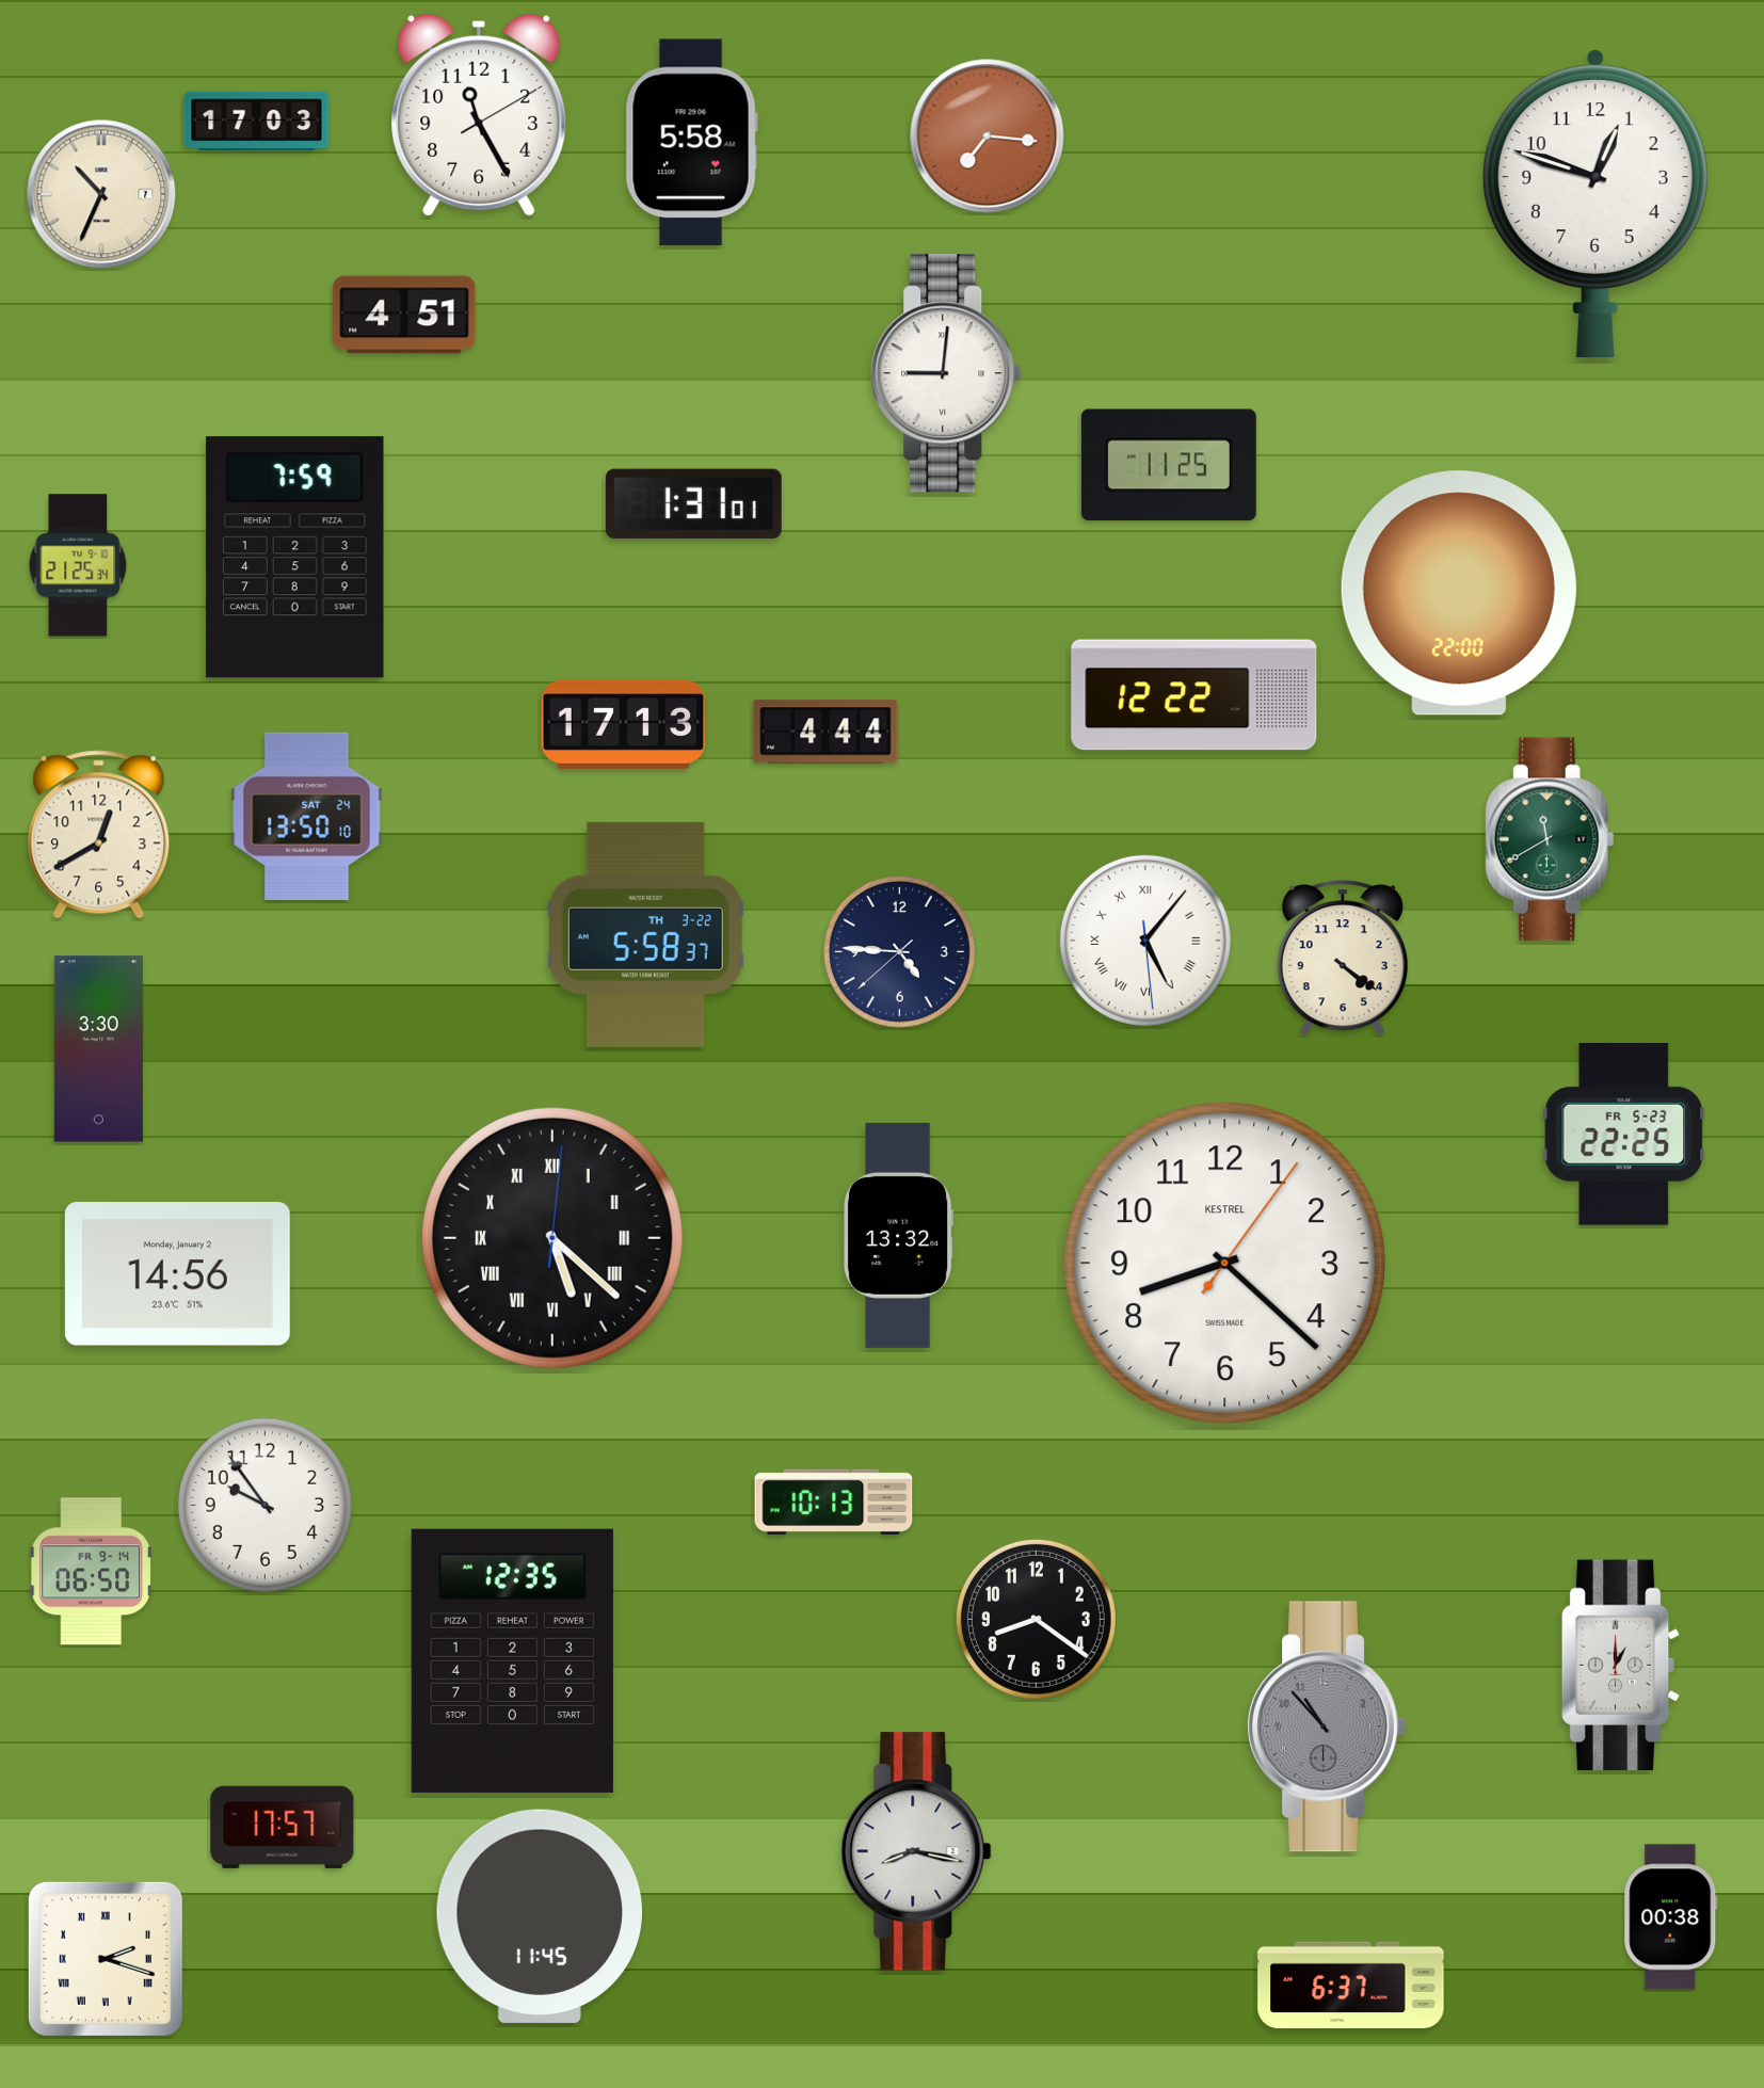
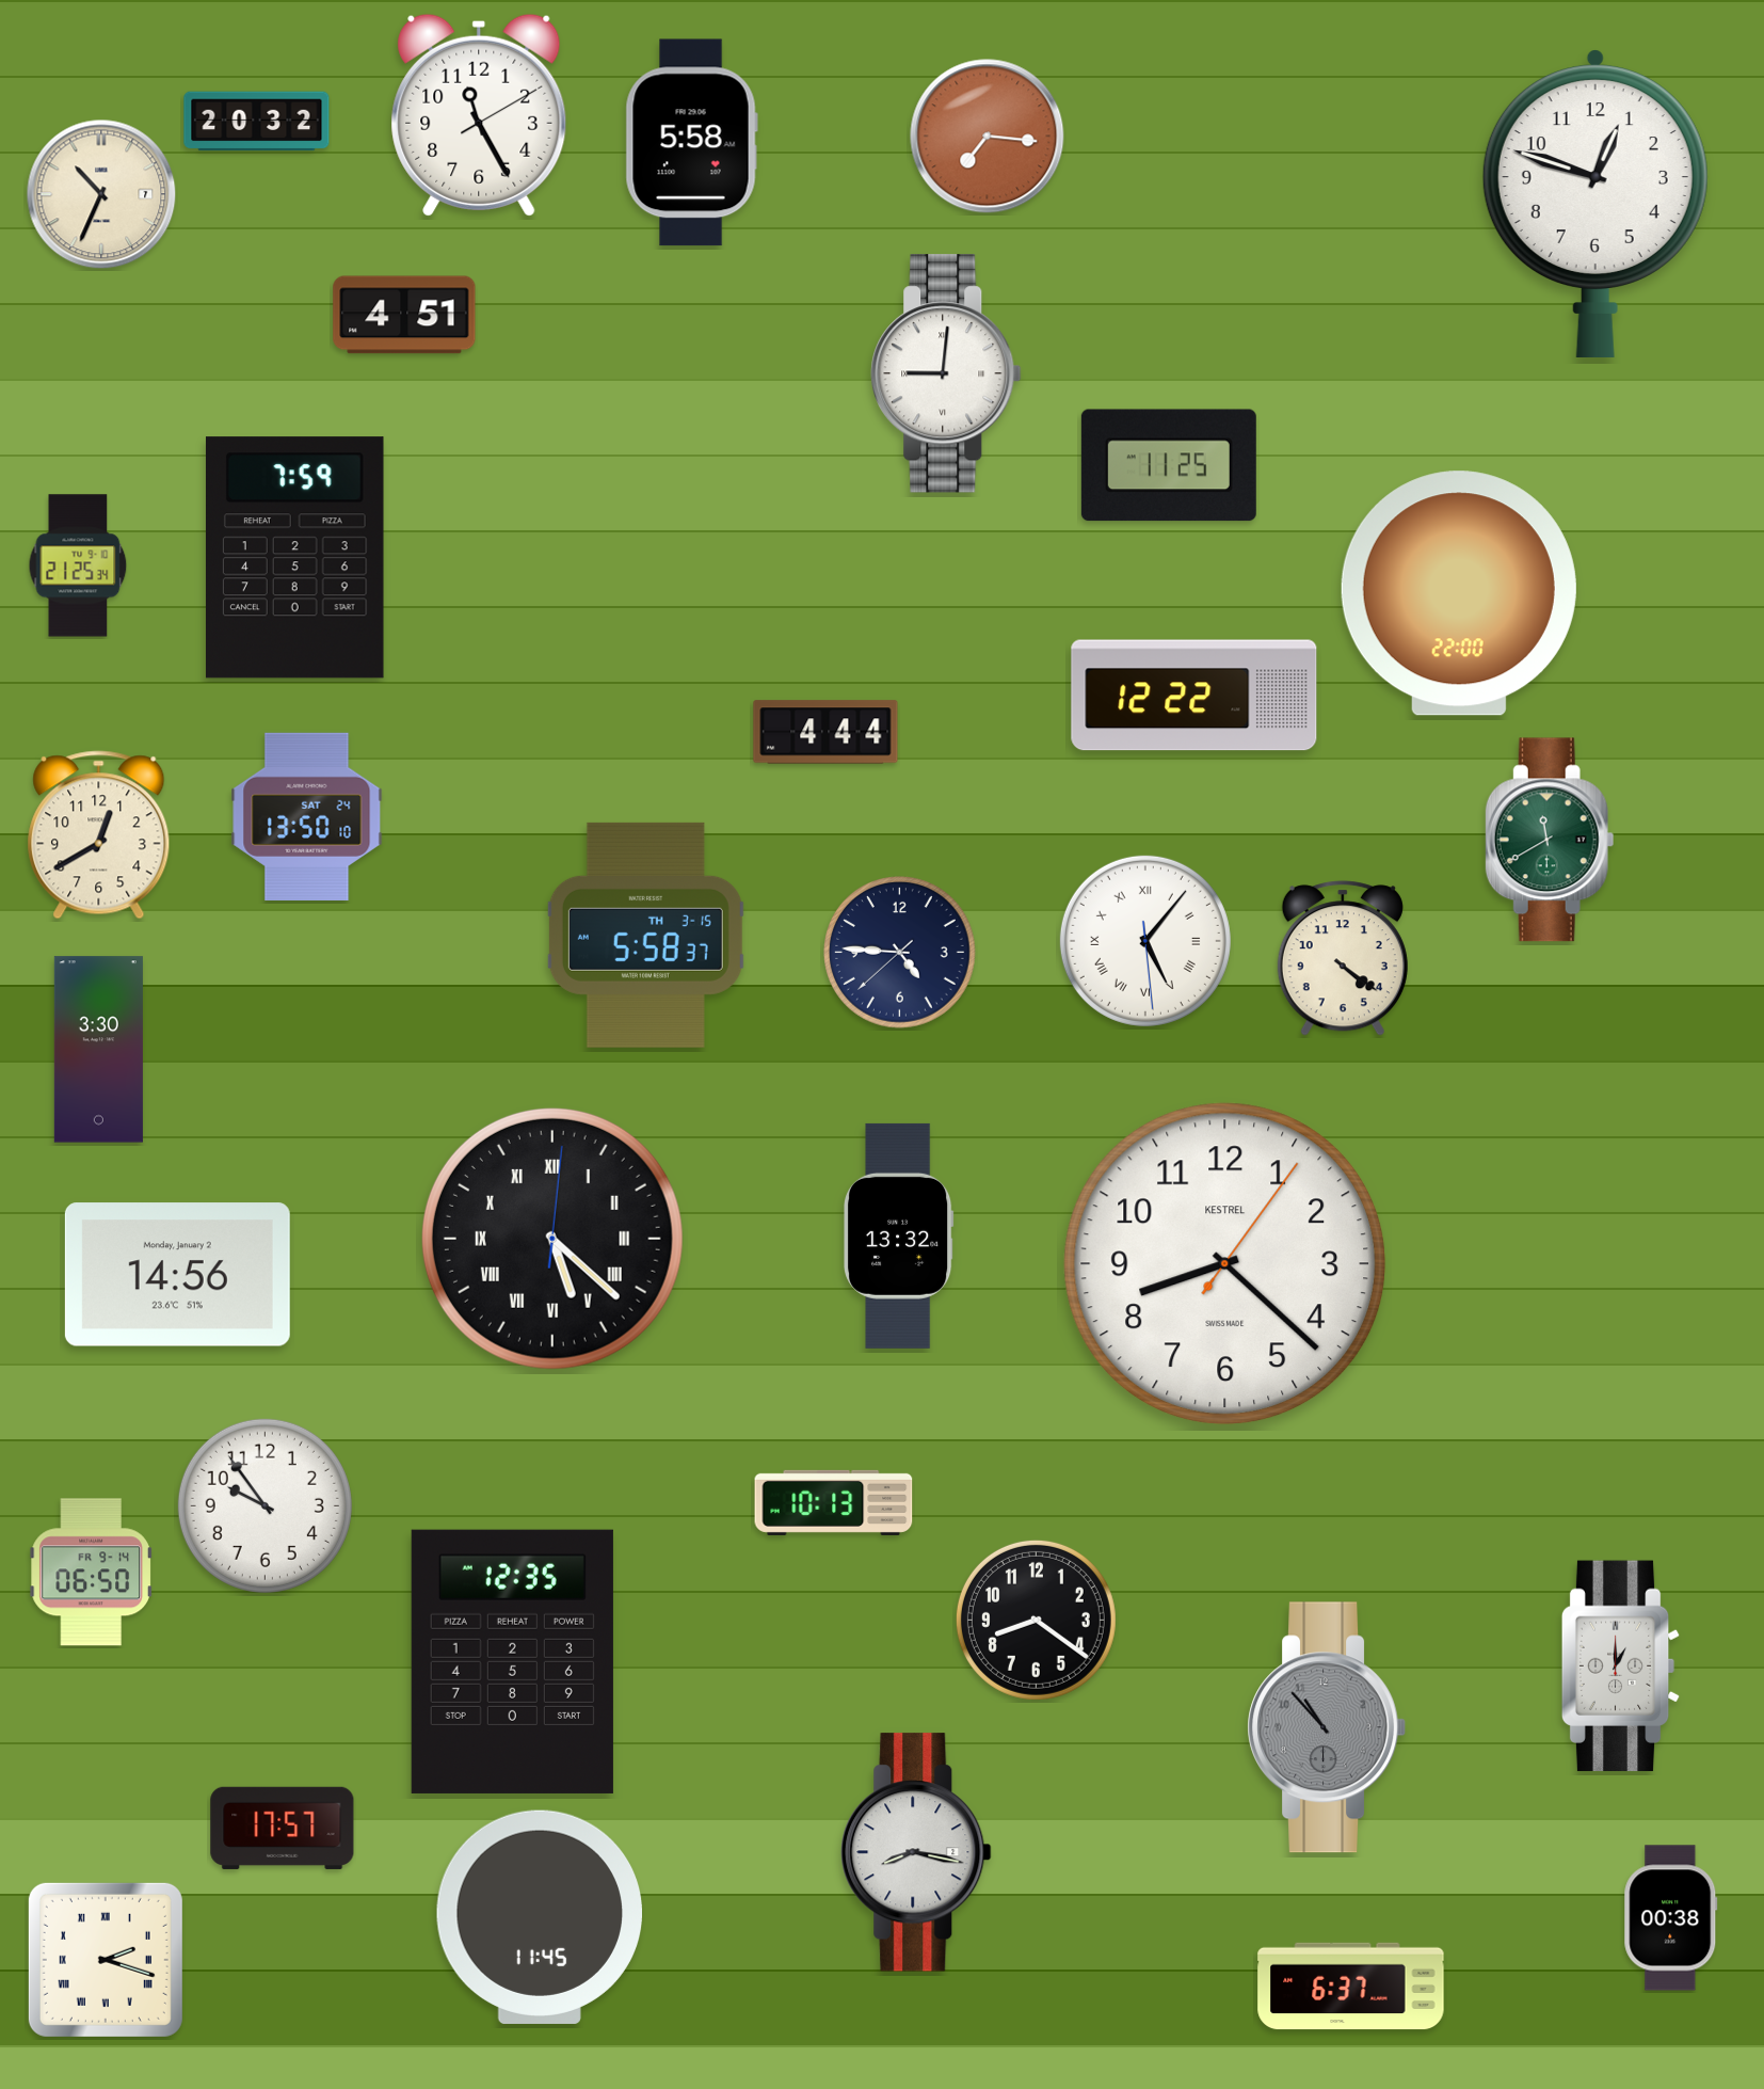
clock at (257, 122): 17:03 -> 20:32
clock at (693, 503): 1:31 -> none
clock at (624, 724): 17:13 -> none
clock at (645, 934) date: TH 3-22 -> TH 3-15
clock at (1624, 1135): 22:25 -> none
